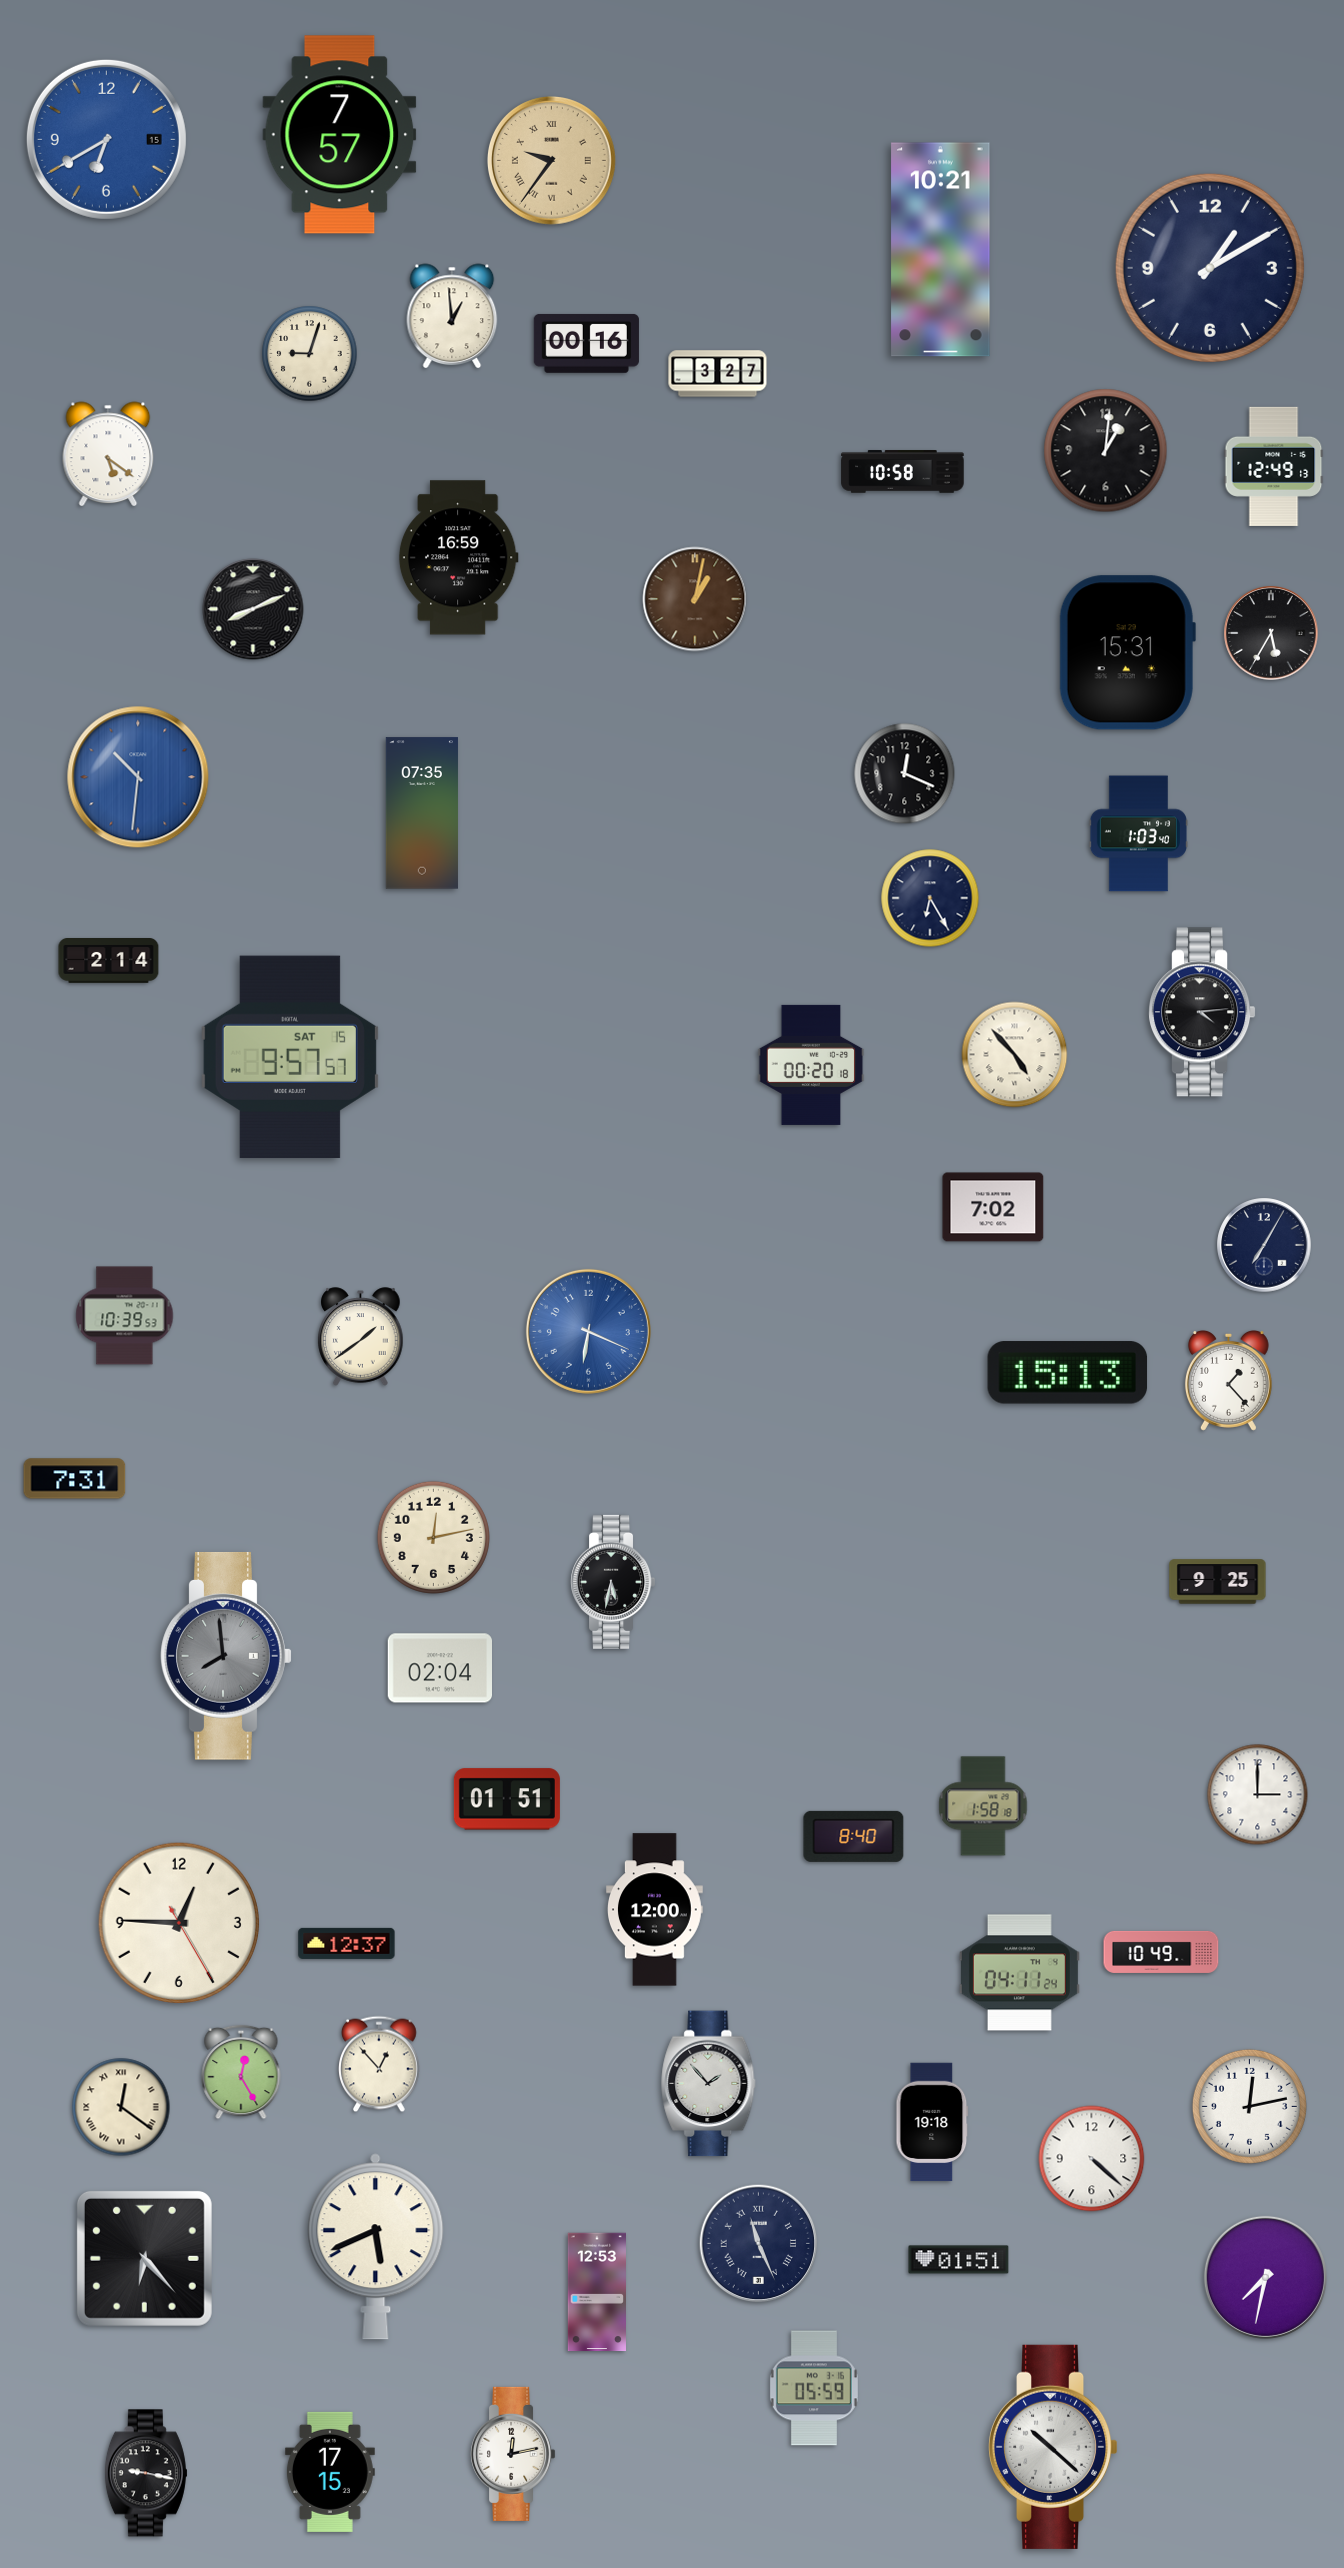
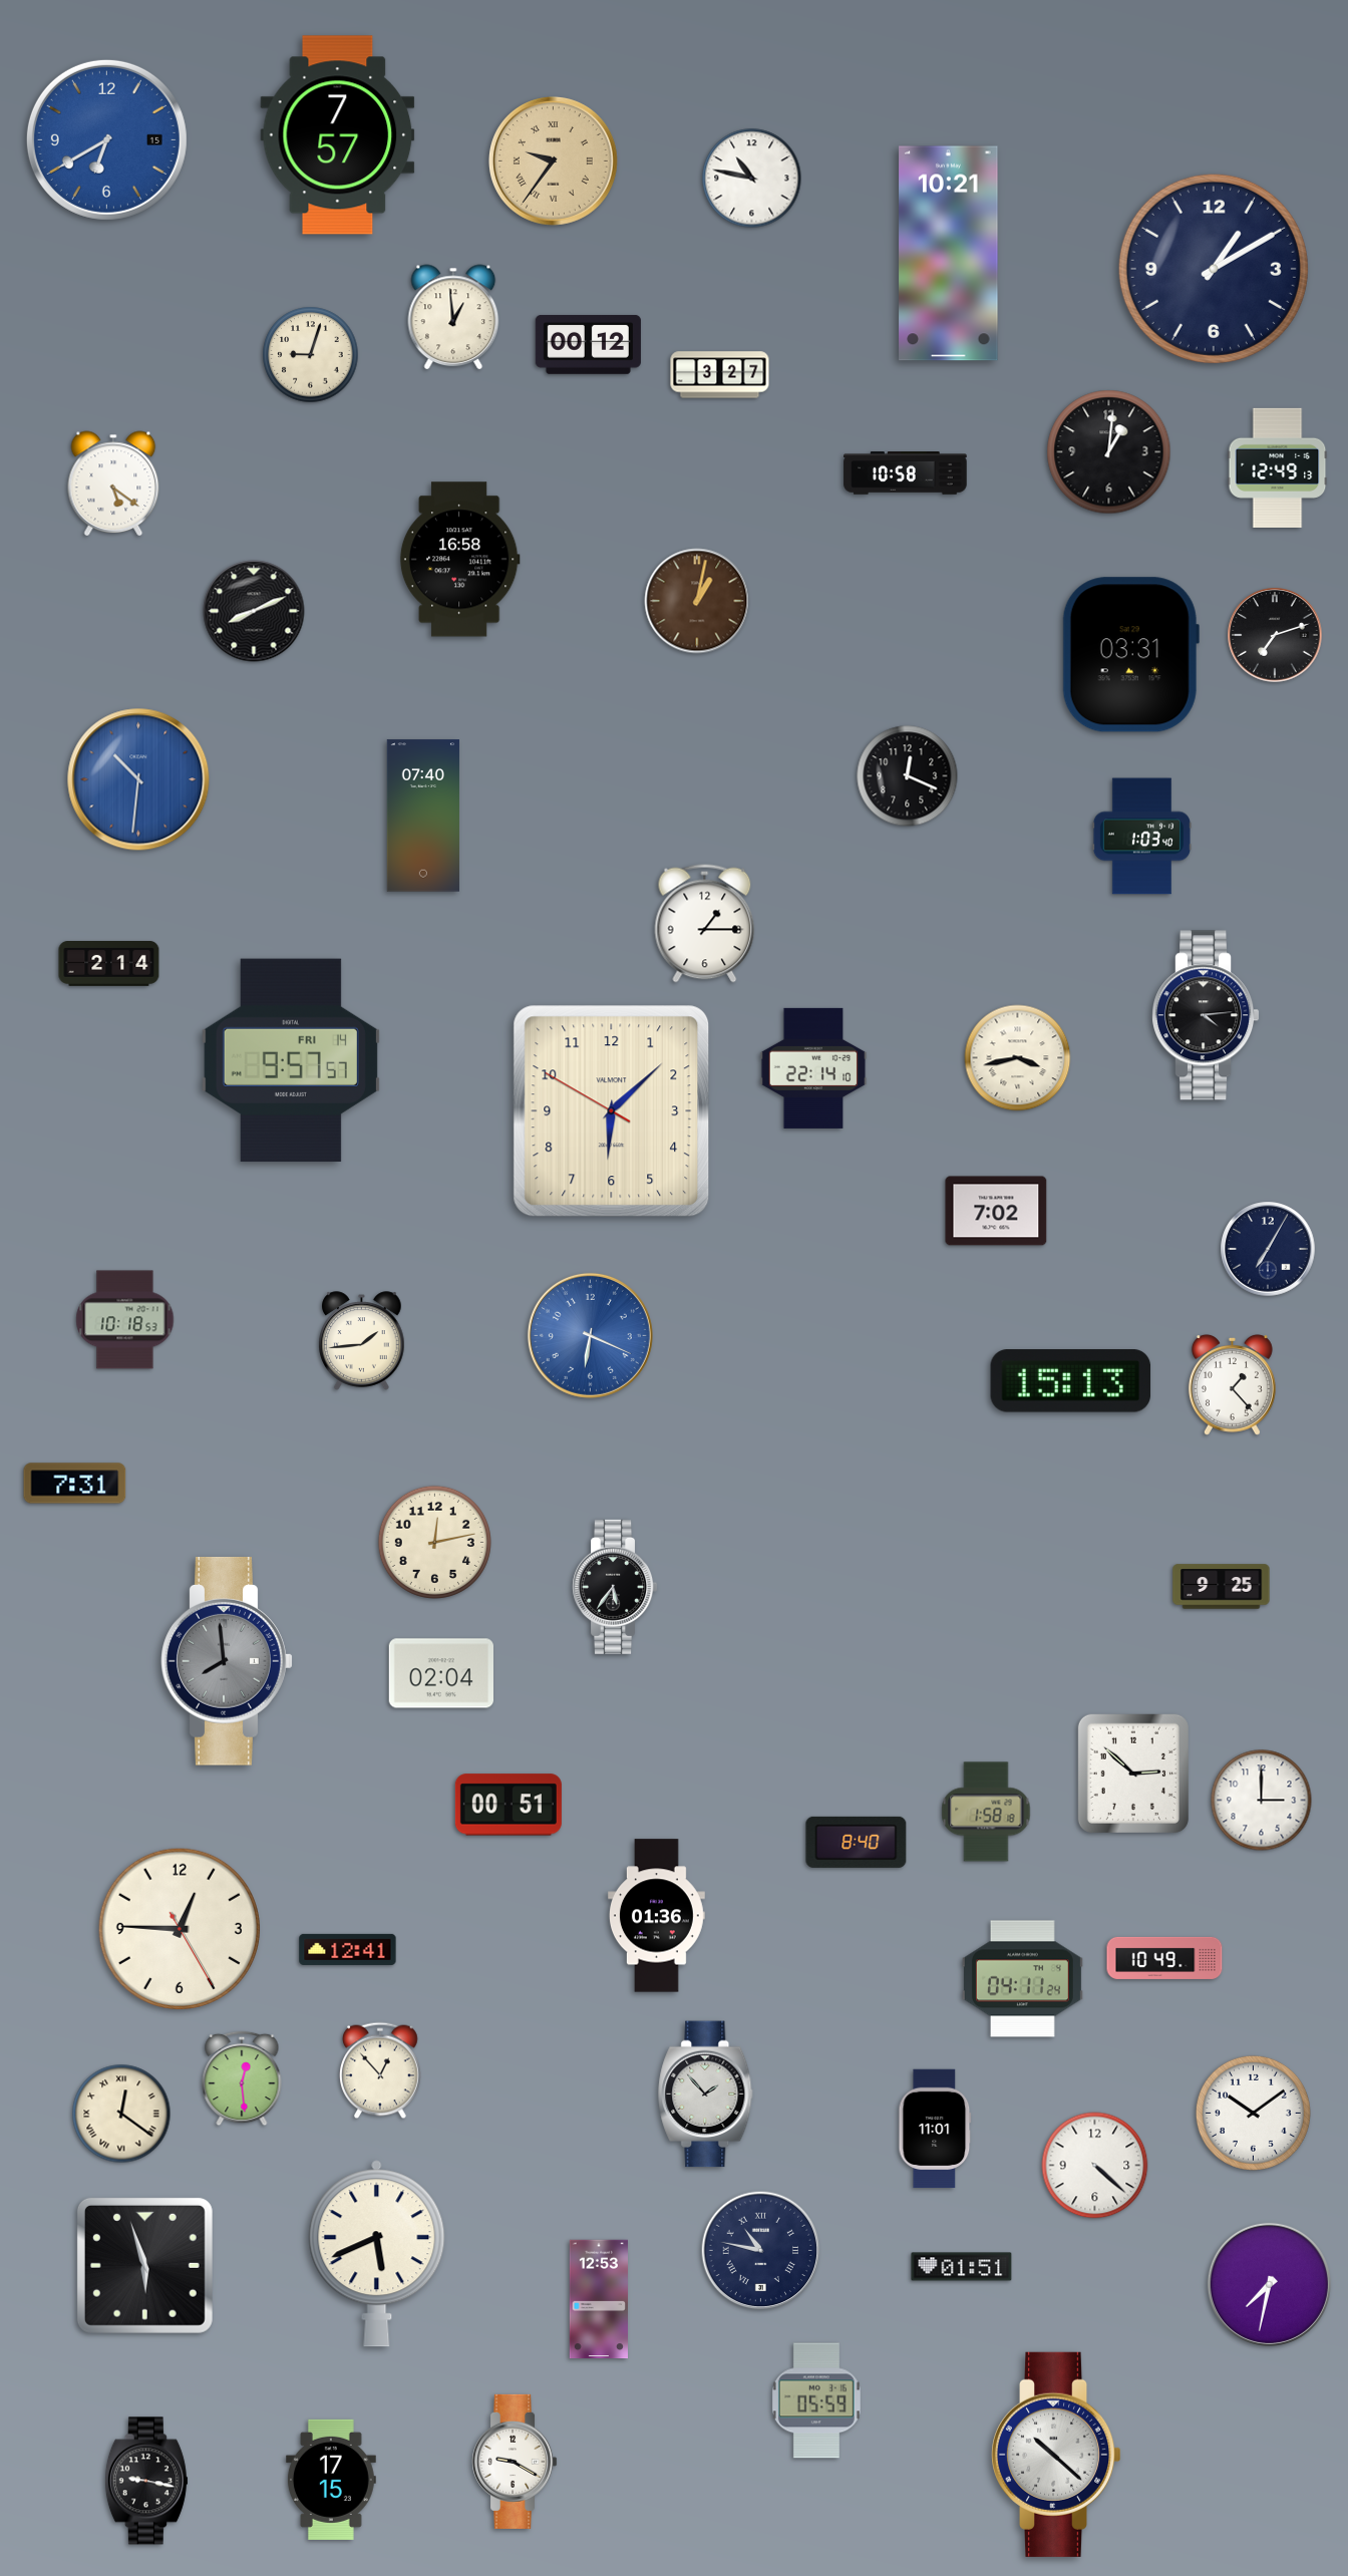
clock at (340, 135) position: (340, 135) -> (338, 135)
clock at (752, 179): none -> 10:47
clock at (941, 250) position: (941, 250) -> (949, 254)
clock at (586, 343): 00:16 -> 00:12
clock at (108, 454) position: (108, 454) -> (113, 484)
clock at (458, 558): 16:59 -> 16:58
clock at (1271, 633): 5:35 -> 7:12
clock at (1127, 653): 15:31 -> 03:31
clock at (422, 813): 07:35 -> 07:40
clock at (930, 898): 6:25 -> none
clock at (705, 924): none -> 1:15
clock at (1015, 1055): 4:53 -> 3:43
clock at (290, 1057) date: SAT 15 -> FRI 14
clock at (811, 1065): 00:20 -> 22:14
clock at (612, 1111): none -> 6:07
clock at (125, 1316): 10:39 -> 10:18
clock at (361, 1337): 1:39 -> 1:44
clock at (1068, 1373) position: (1068, 1373) -> (1071, 1381)
clock at (613, 1582): 5:32 -> 5:36
clock at (1133, 1774): none -> 2:52
clock at (507, 1799): 01:51 -> 00:51
clock at (655, 1910): 12:00 -> 01:36
clock at (347, 1943): 12:37 -> 12:41
clock at (241, 2072): 12:25 -> 12:29
clock at (709, 2084) position: (709, 2084) -> (706, 2095)
clock at (1249, 2106): 12:13 -> 10:09
clock at (932, 2122): 19:18 -> 11:01
clock at (759, 2244): 11:26 -> 10:47
clock at (144, 2258): 6:23 -> 5:57
clock at (814, 2388) position: (814, 2388) -> (816, 2400)
clock at (513, 2454): 12:13 -> 9:20
